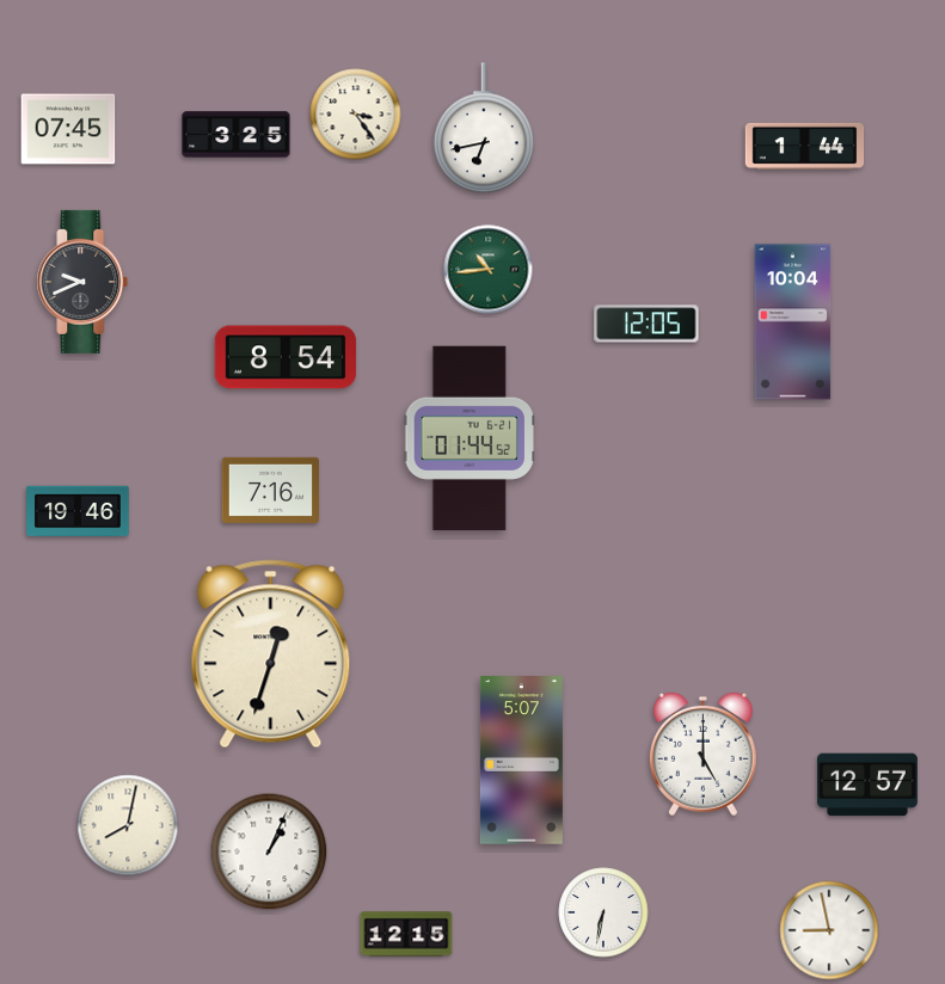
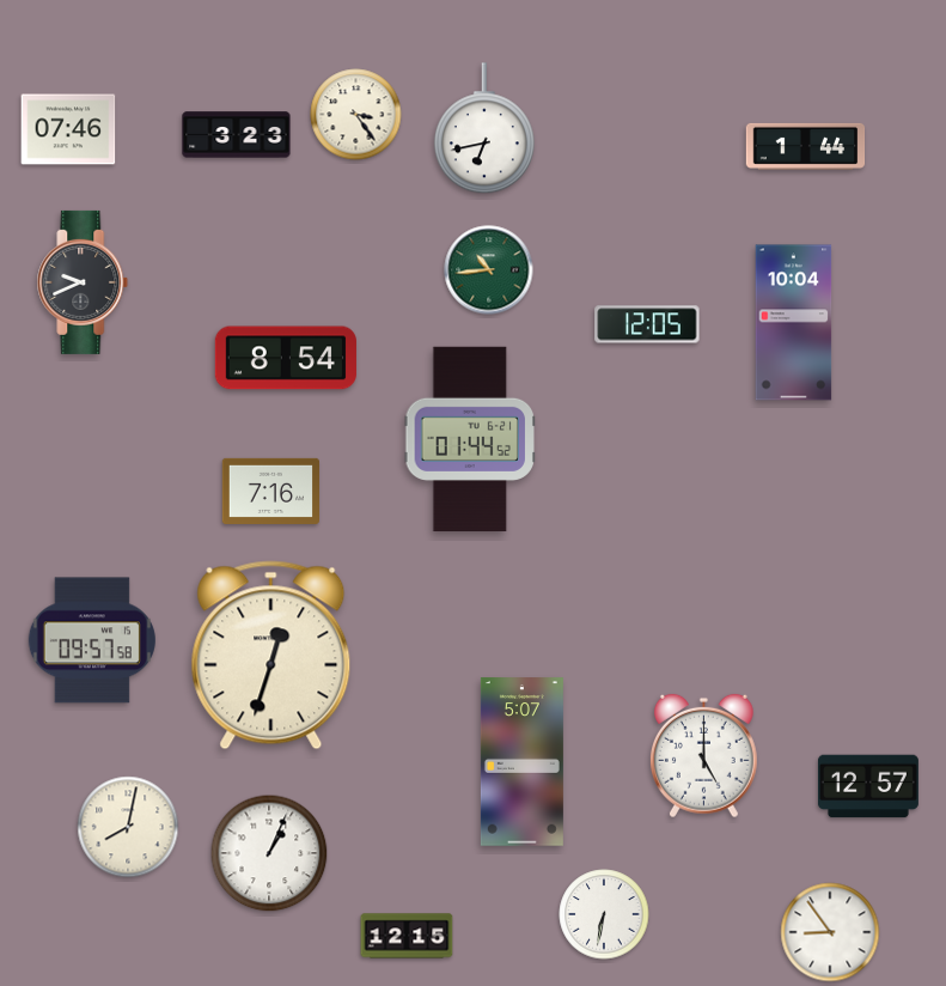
clock at (68, 129): 07:45 -> 07:46
clock at (237, 135): 3:25 -> 3:23
clock at (78, 511): 19:46 -> none
clock at (92, 640): none -> 09:57
clock at (829, 930): 8:58 -> 8:54
